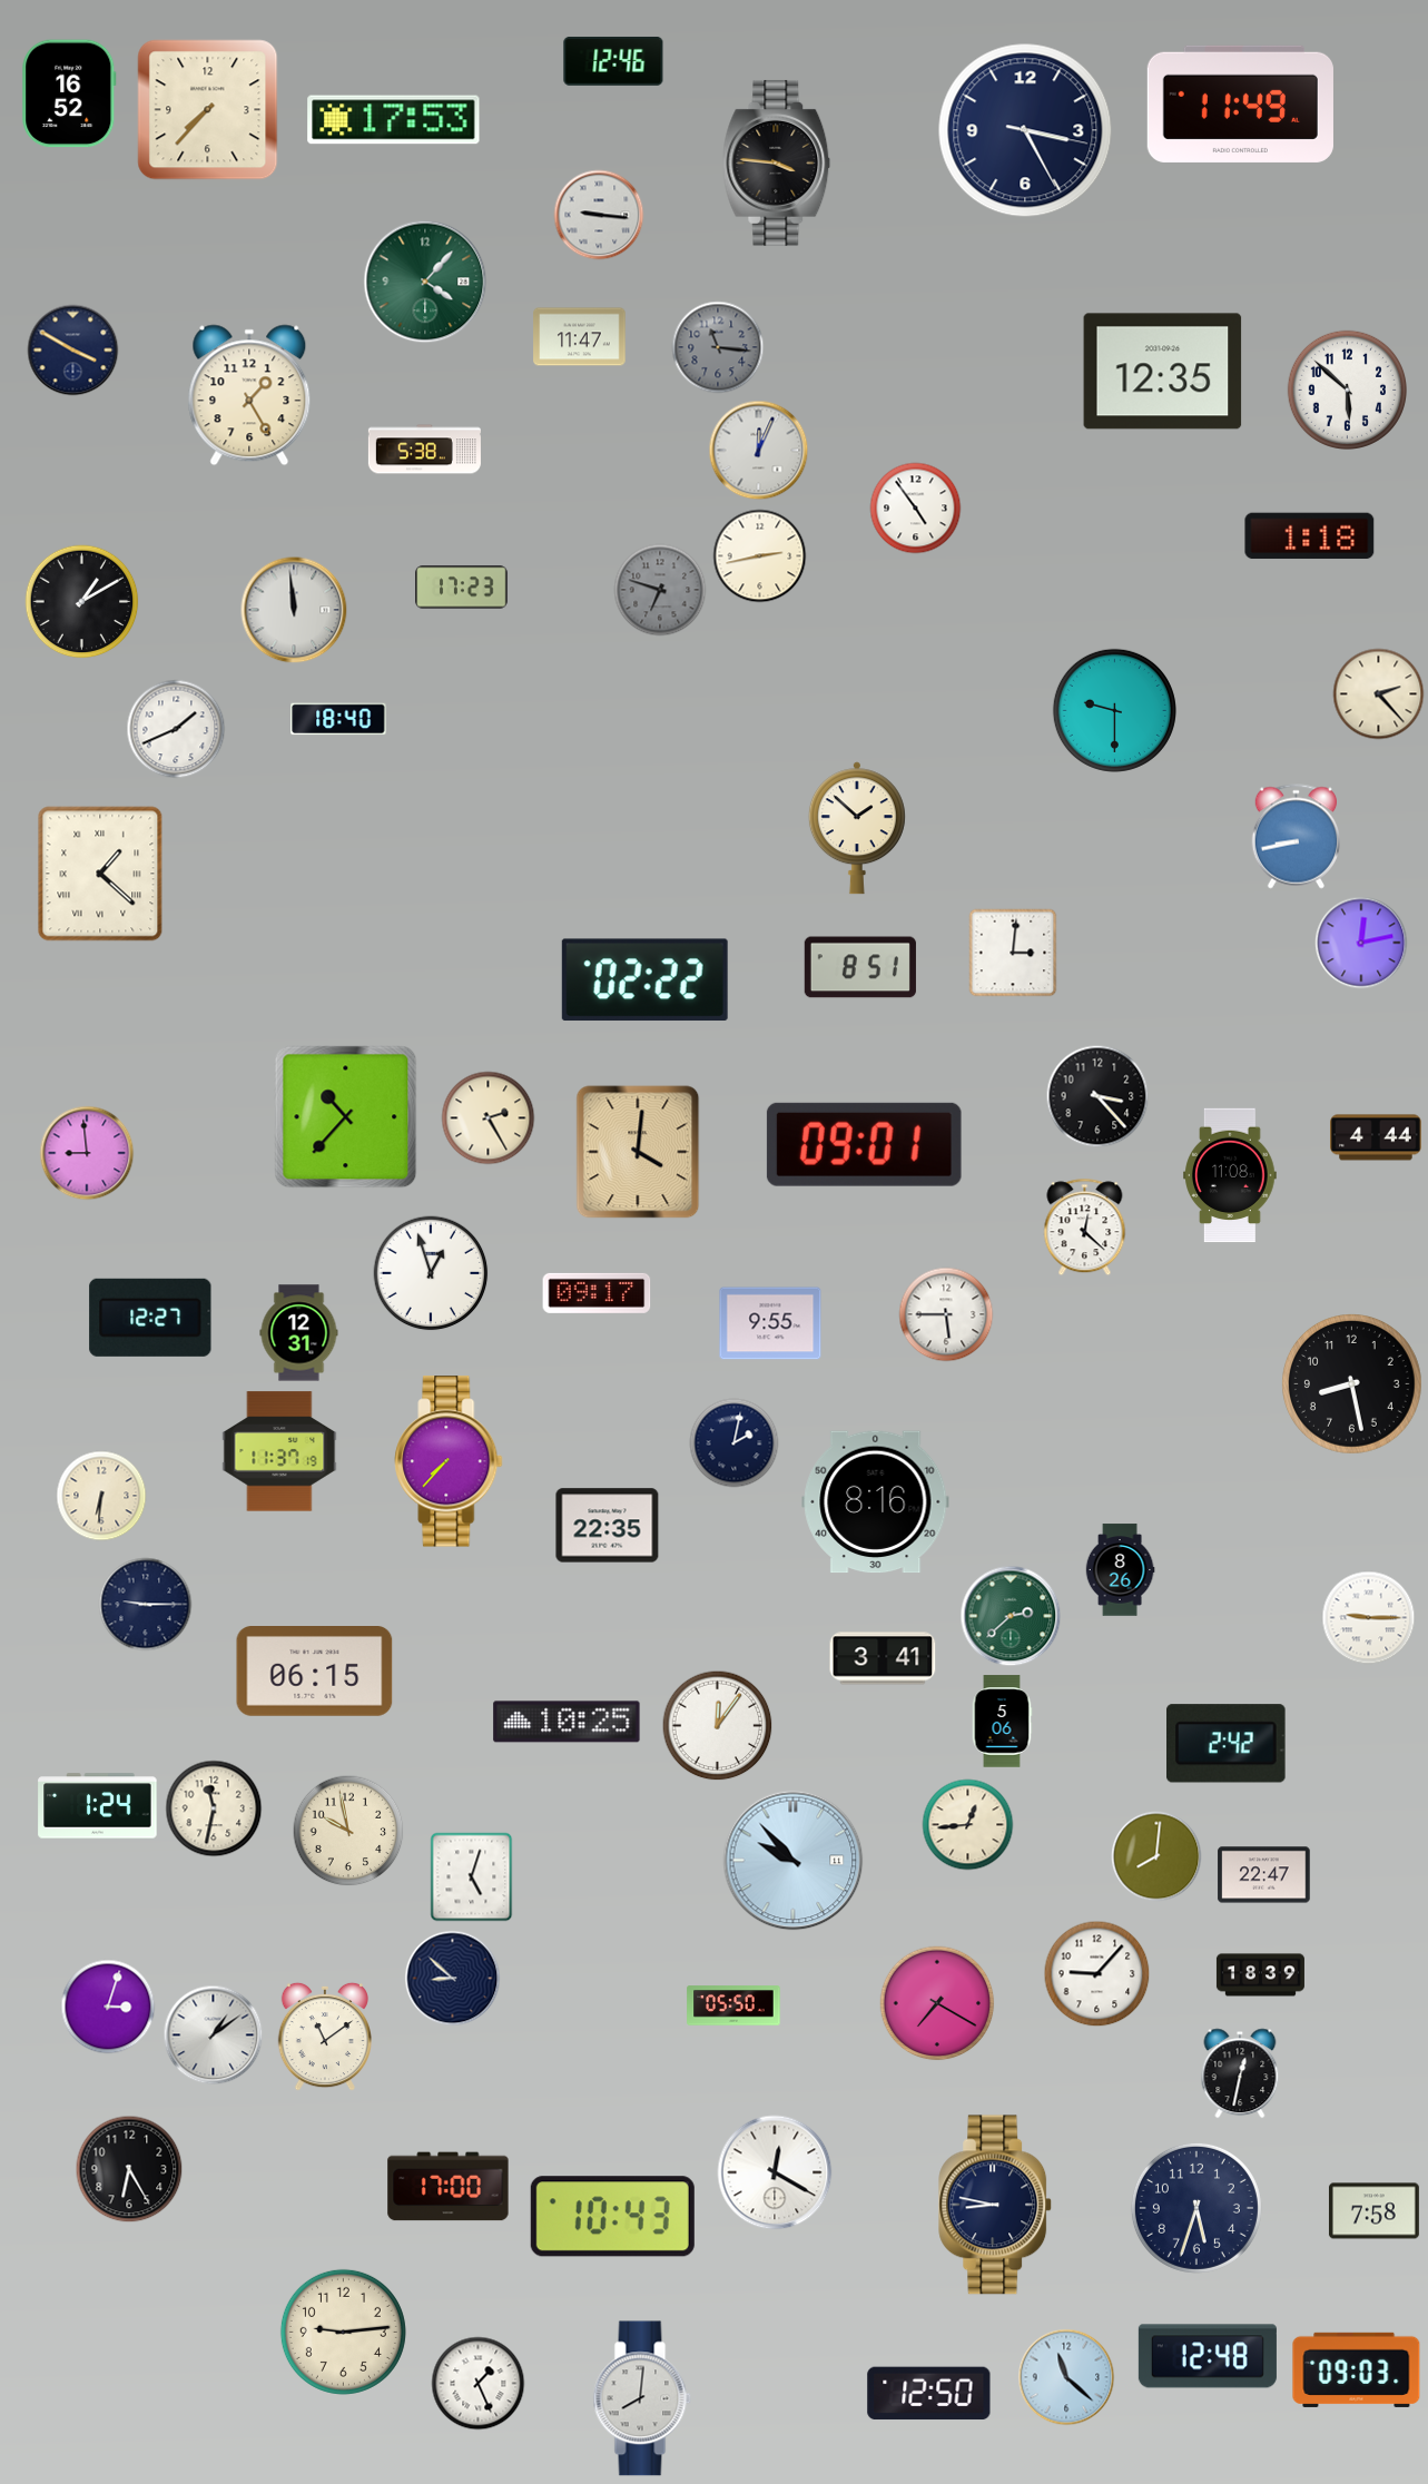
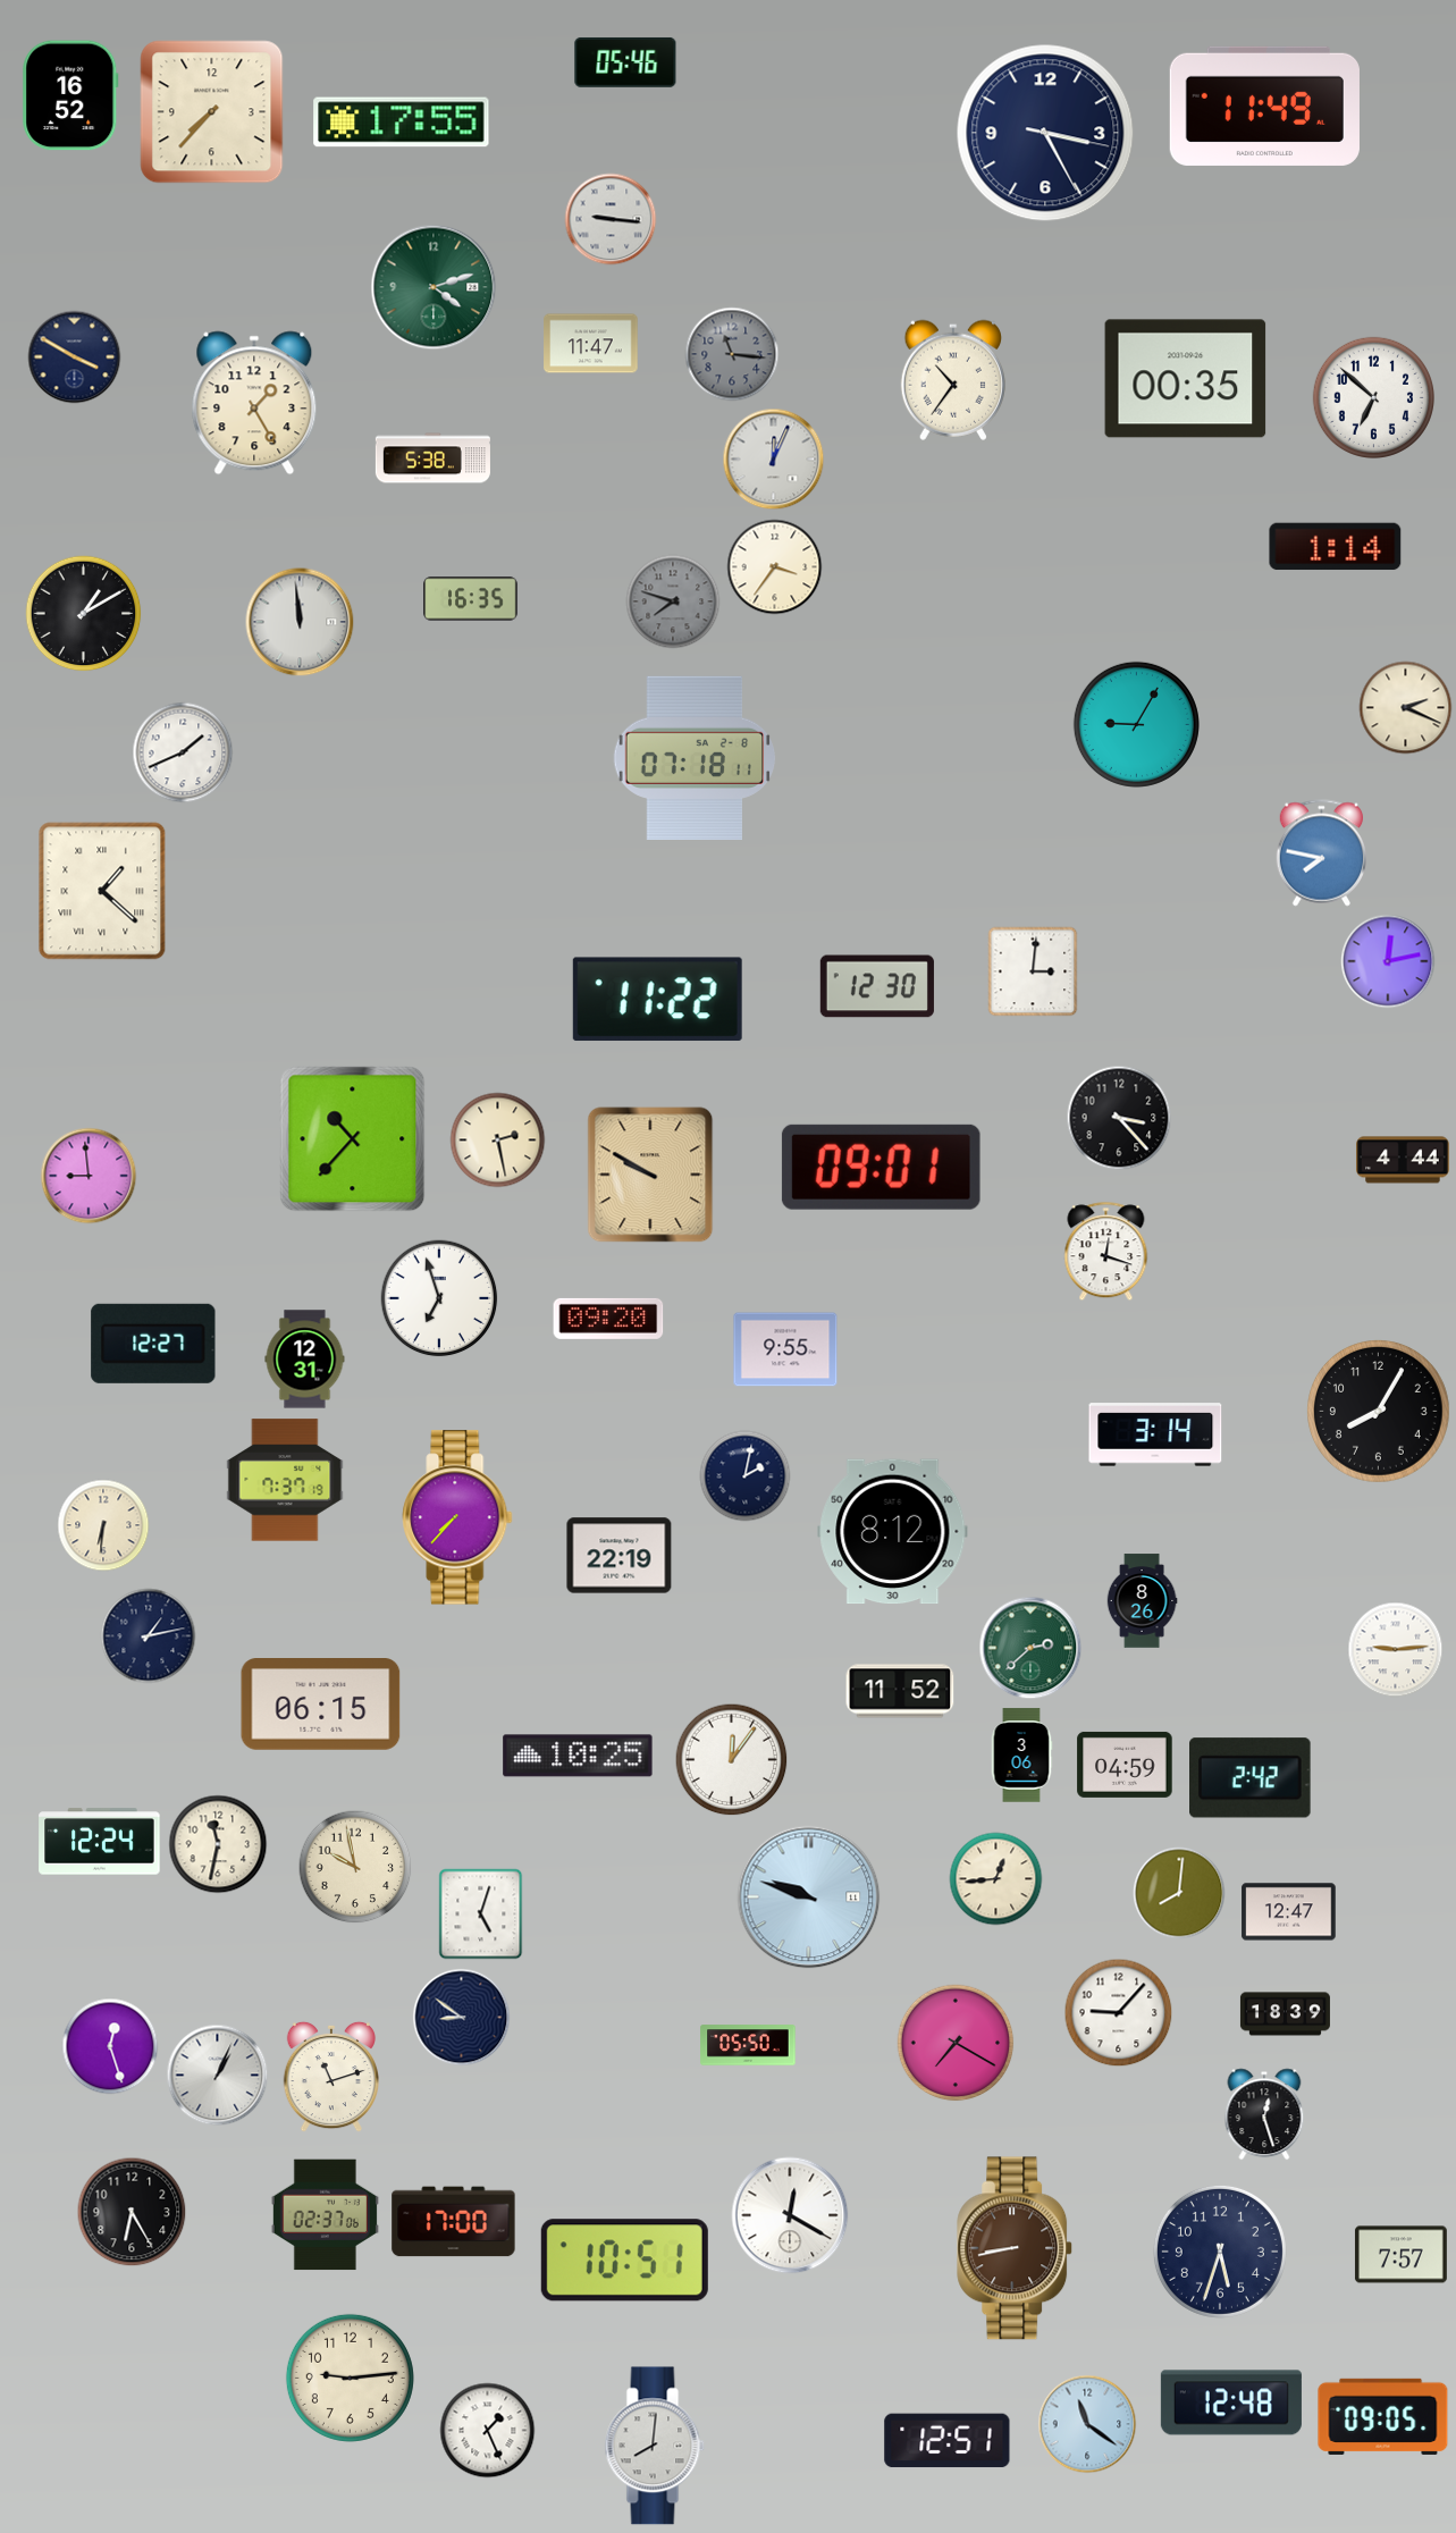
clock at (613, 61): 12:46 -> 05:46
clock at (394, 120): 17:53 -> 17:55
clock at (777, 162): 3:46 -> none
clock at (425, 282): 4:07 -> 4:12
clock at (1163, 372): 12:35 -> 00:35
clock at (952, 380): none -> 10:36
clock at (1347, 390): 5:52 -> 6:52
clock at (916, 509): 4:54 -> none
clock at (1310, 536): 1:18 -> 1:14
clock at (760, 556): 2:43 -> 3:36
clock at (462, 588): 17:23 -> 16:35
clock at (660, 590): 6:48 -> 7:48
clock at (1379, 694): 2:23 -> 2:19
clock at (1114, 710): 9:30 -> 9:05
clock at (338, 719): 18:40 -> none
clock at (176, 729) position: (176, 729) -> (183, 752)
clock at (695, 758): none -> 07:18
clock at (857, 828): 1:52 -> none
clock at (1296, 837): 8:43 -> 7:47
clock at (860, 967): 8:51 -> 12:30
clock at (644, 979): 02:22 -> 11:22
clock at (489, 1118): 2:25 -> 2:28
clock at (638, 1152): 4:01 -> 9:50
clock at (1231, 1175): 11:08 -> none
clock at (1085, 1228): 12:22 -> 12:18
clock at (431, 1273): 12:57 -> 6:57
clock at (597, 1293): 09:17 -> 09:20
clock at (946, 1314): 5:45 -> none
clock at (1352, 1384): 8:28 -> 8:05
clock at (1155, 1434): none -> 3:14
clock at (735, 1443) position: (735, 1443) -> (746, 1476)
clock at (279, 1451): 11:37 -> 7:37
clock at (449, 1461) position: (449, 1461) -> (457, 1517)
clock at (876, 1502): 8:16 -> 8:12
clock at (608, 1526): 22:35 -> 22:19
clock at (146, 1605): 9:15 -> 1:13
clock at (1369, 1618): 9:15 -> 9:14
clock at (883, 1658): 3:41 -> 11:52
clock at (1002, 1722): 5:06 -> 3:06
clock at (1125, 1765): none -> 04:59
clock at (98, 1806): 1:24 -> 12:24
clock at (968, 1825) position: (968, 1825) -> (996, 1879)
clock at (794, 1861): 9:53 -> 9:48
clock at (1264, 1875): 22:47 -> 12:47
clock at (453, 1979): 8:52 -> 8:51
clock at (108, 2007): 3:03 -> 12:27
clock at (214, 2035): 1:09 -> 1:04
clock at (324, 2037): 11:09 -> 11:12
clock at (1240, 2073): 12:32 -> 12:27
clock at (325, 2215): none -> 02:37
clock at (449, 2187) position: (449, 2187) -> (454, 2222)
clock at (996, 2205): 8:47 -> 8:43
clock at (996, 2205) dial: navy -> brown
clock at (1373, 2211): 7:58 -> 7:57
clock at (612, 2217): 10:43 -> 10:51
clock at (1357, 2369): 09:03 -> 09:05
clock at (1066, 2377): 11:22 -> 11:21
clock at (929, 2394): 12:50 -> 12:51
